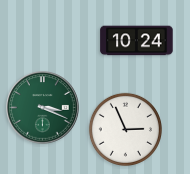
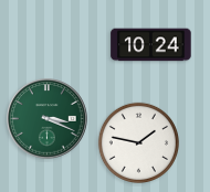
clock at (125, 129): 2:56 -> 1:47
